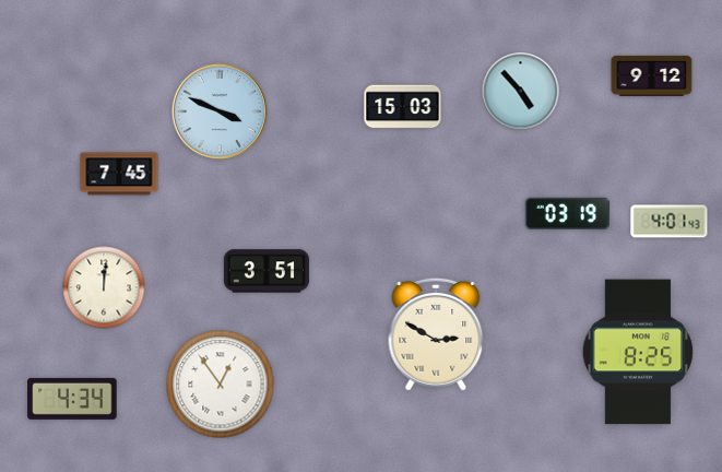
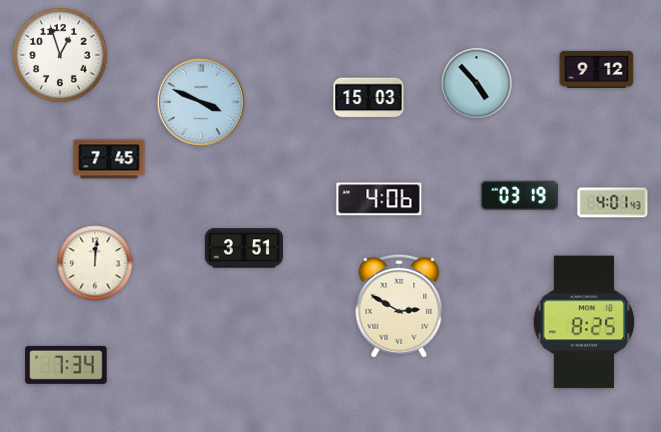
clock at (60, 55): none -> 12:57
clock at (379, 199): none -> 4:06
clock at (221, 385): 12:54 -> none
clock at (72, 399): 4:34 -> 7:34
